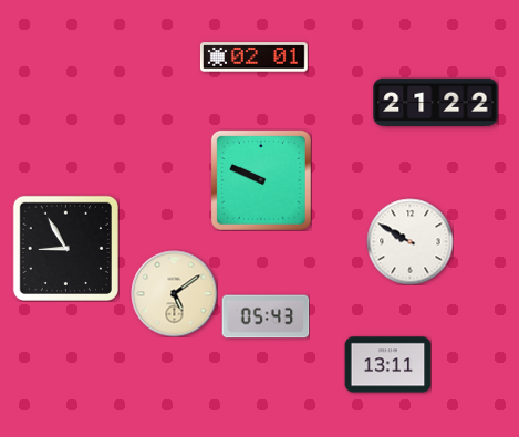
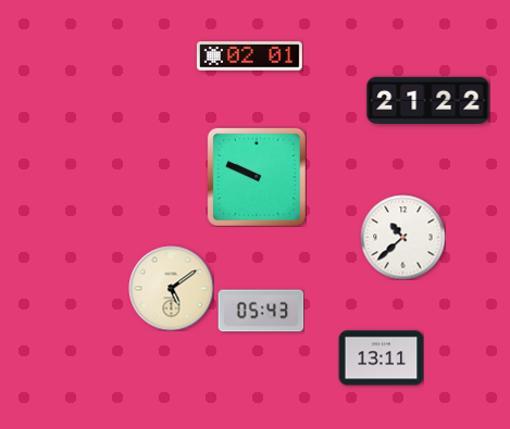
clock at (409, 241): 9:50 -> 10:38
clock at (65, 248): 8:55 -> none
